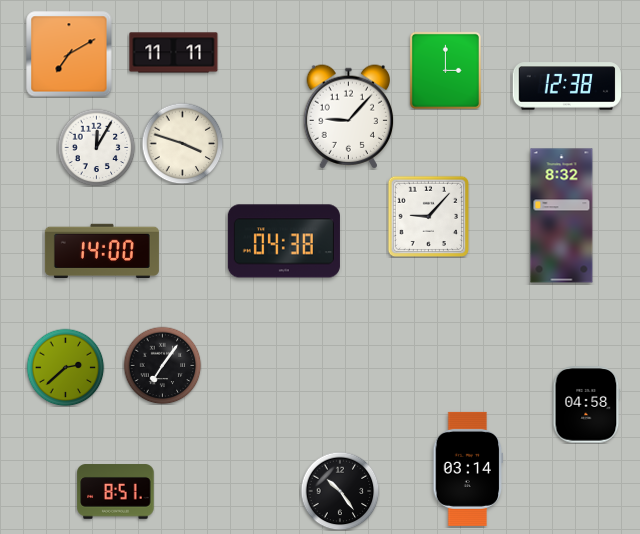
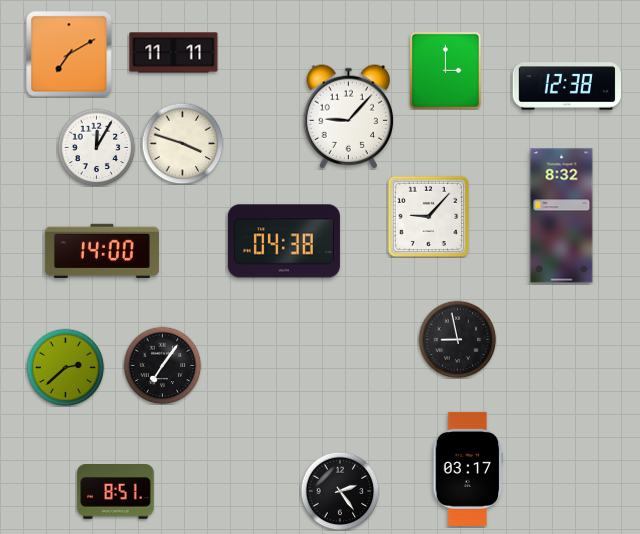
clock at (457, 339): none -> 8:58
clock at (587, 405): 04:58 -> none
clock at (468, 469): 03:14 -> 03:17
clock at (340, 491): 10:24 -> 2:24
